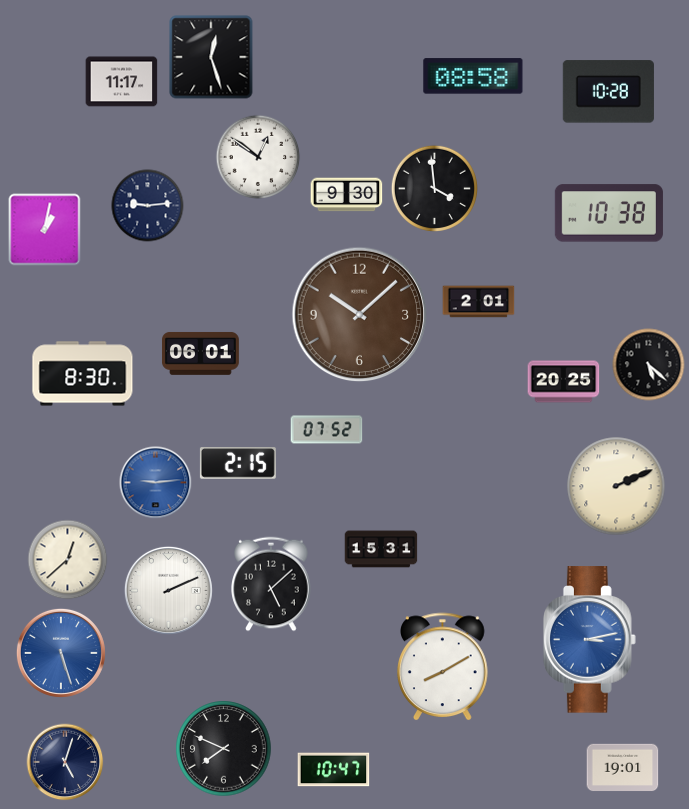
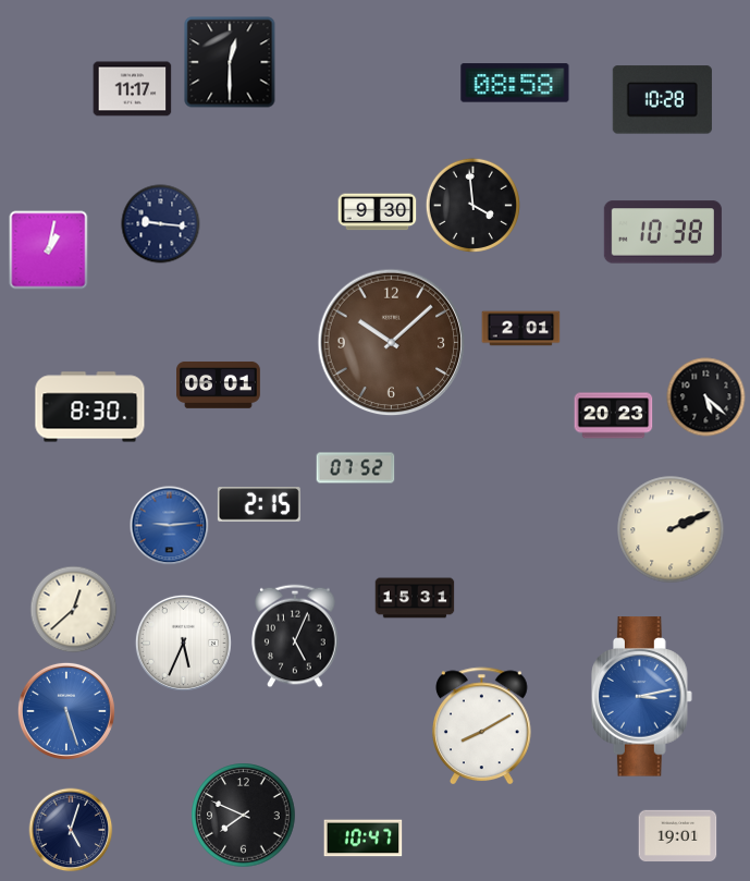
clock at (211, 57): 12:27 -> 12:30
clock at (258, 157): 12:51 -> none
clock at (148, 206): 9:14 -> 9:16
clock at (564, 382): 20:25 -> 20:23
clock at (271, 584): 5:08 -> 5:04
clock at (168, 590): 2:11 -> 5:34
